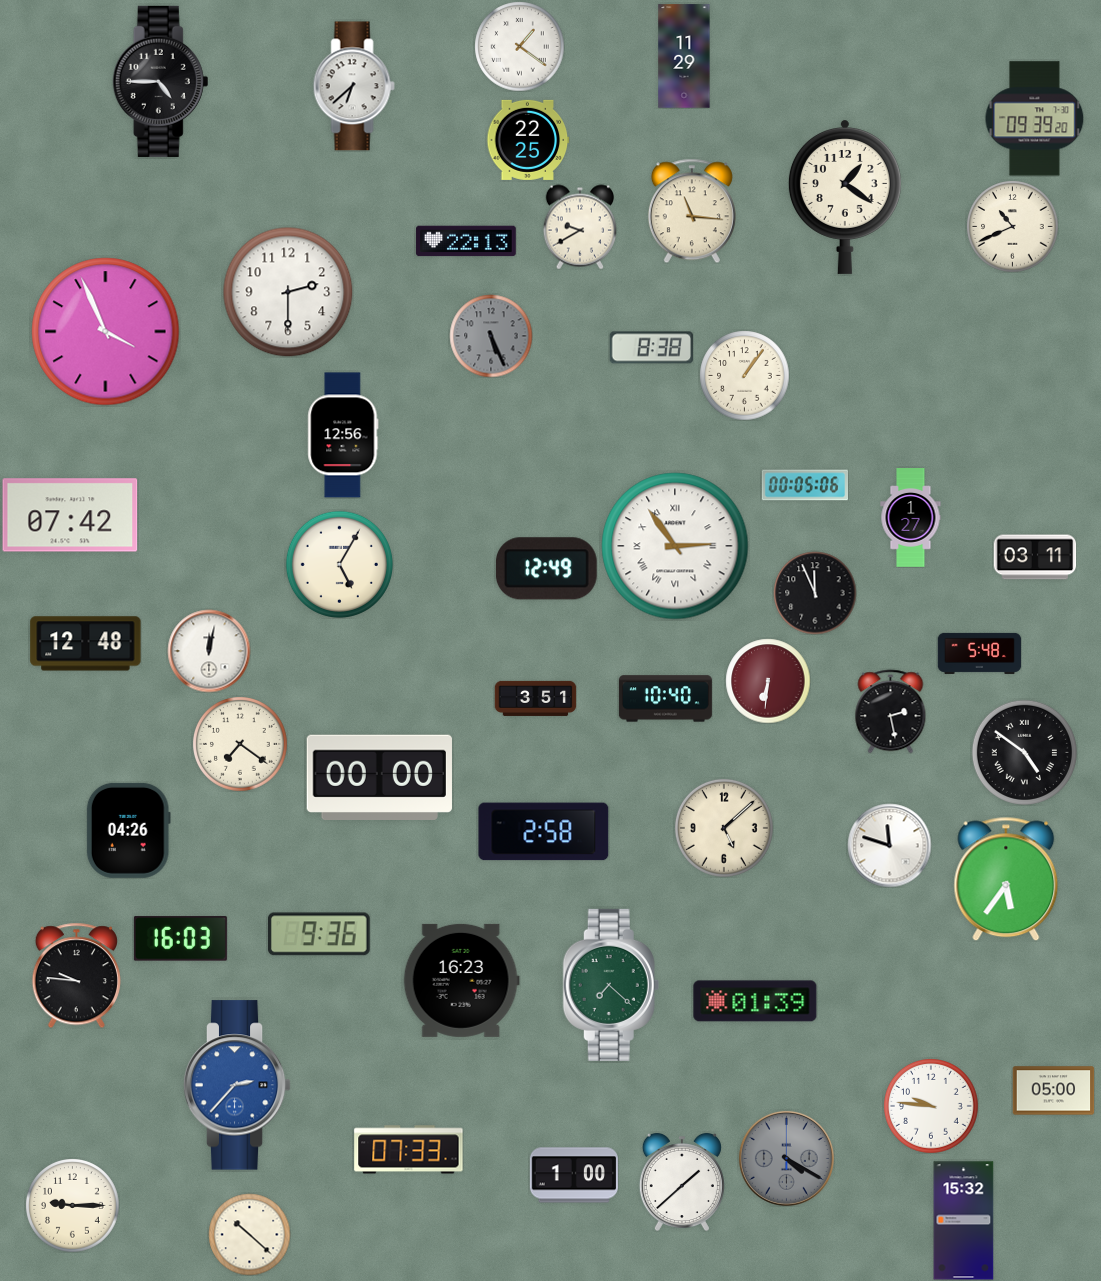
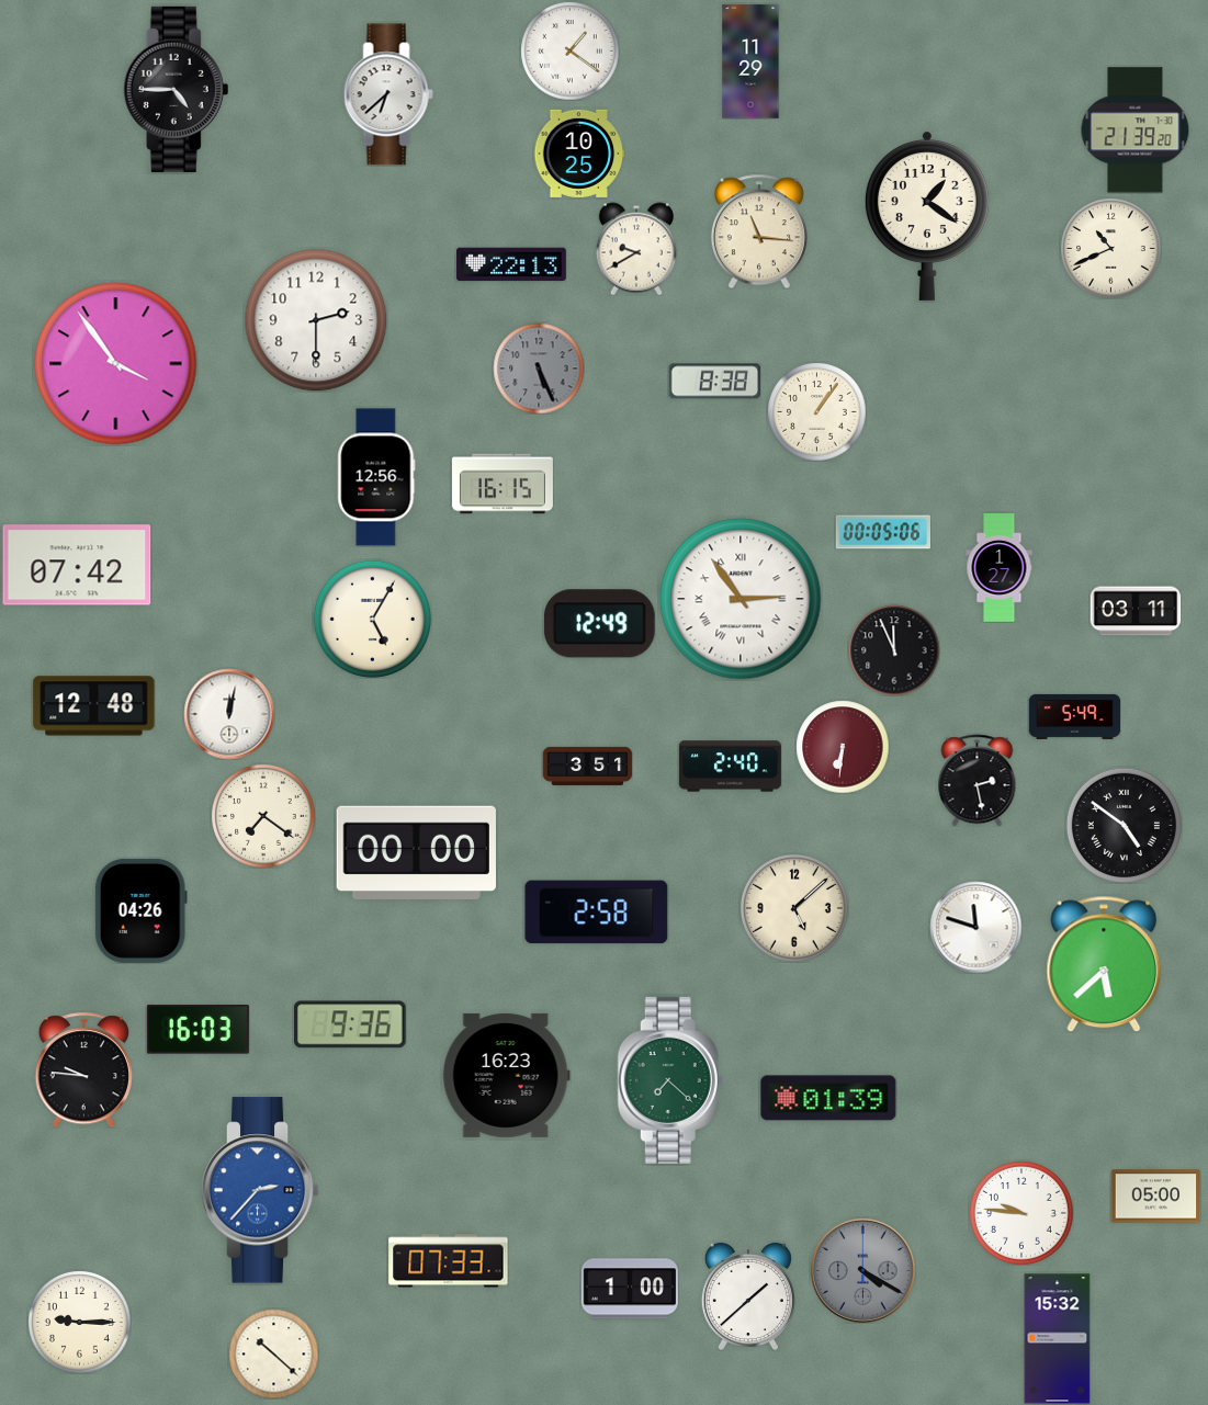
clock at (1035, 119): 09:39 -> 21:39
clock at (528, 140): 22:25 -> 10:25
clock at (106, 332): 3:56 -> 3:54
clock at (503, 484): none -> 16:15
clock at (979, 653): 5:48 -> 5:49
clock at (665, 699): 10:40 -> 2:40
clock at (1006, 879): 5:36 -> 5:38
